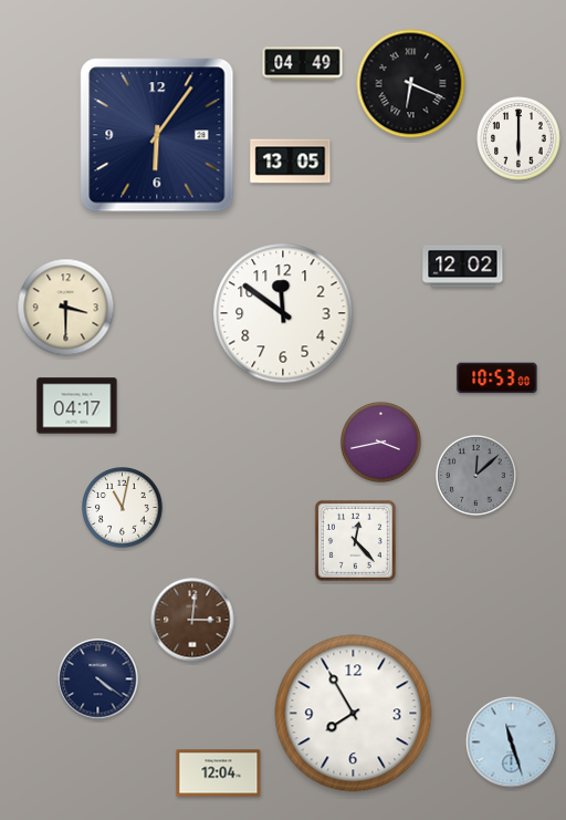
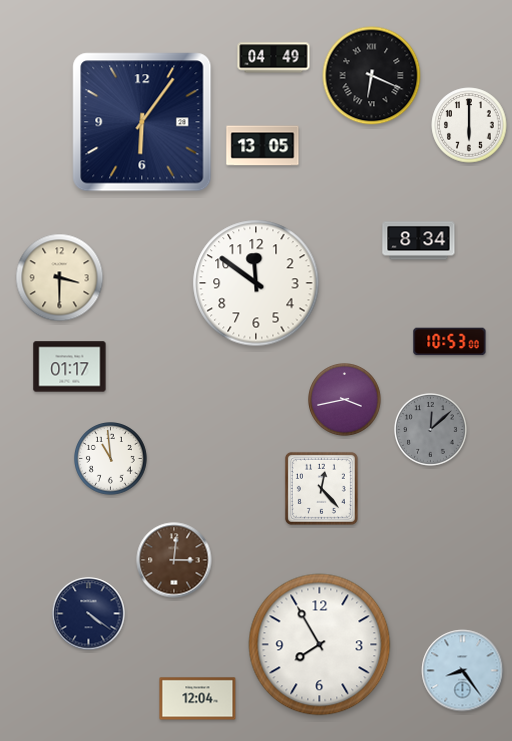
clock at (463, 267): 12:02 -> 8:34
clock at (77, 406): 04:17 -> 01:17
clock at (123, 508): 11:02 -> 10:59
clock at (512, 743): 11:27 -> 8:24
